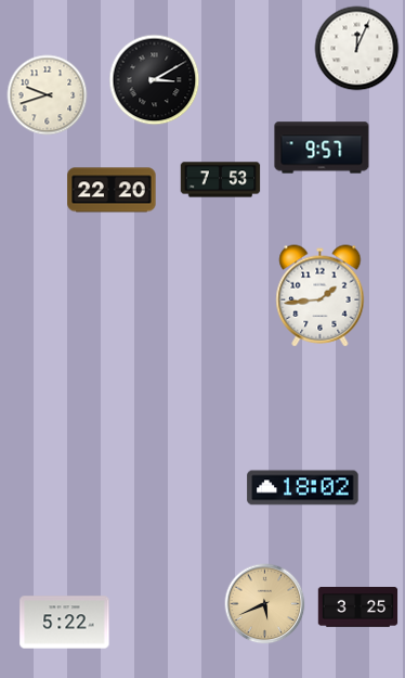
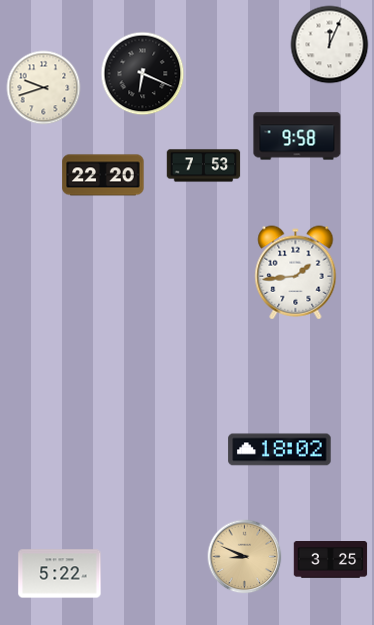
clock at (155, 80): 3:10 -> 6:19
clock at (322, 148): 9:57 -> 9:58
clock at (265, 604): 5:41 -> 8:49
